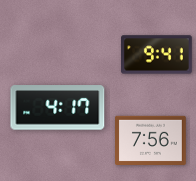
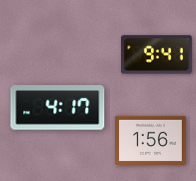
clock at (151, 140): 7:56 -> 1:56
